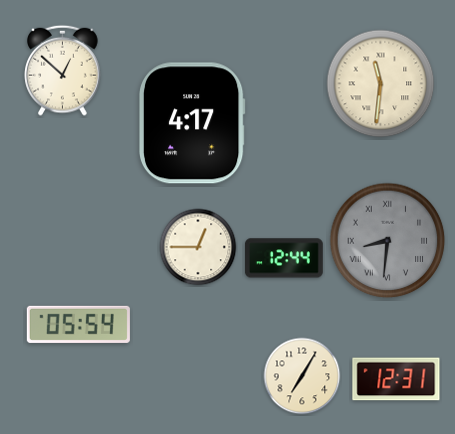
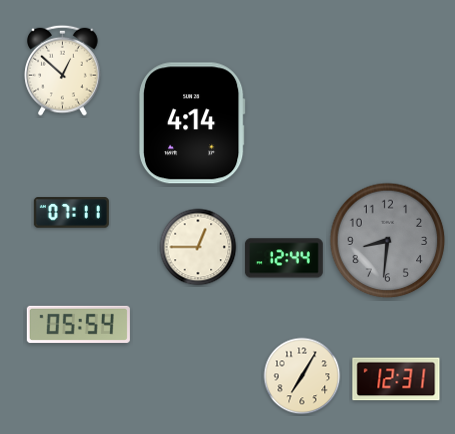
clock at (381, 84): 11:31 -> none
clock at (192, 123): 4:17 -> 4:14
clock at (71, 213): none -> 07:11
clock at (388, 241) numerals: Roman -> Arabic
